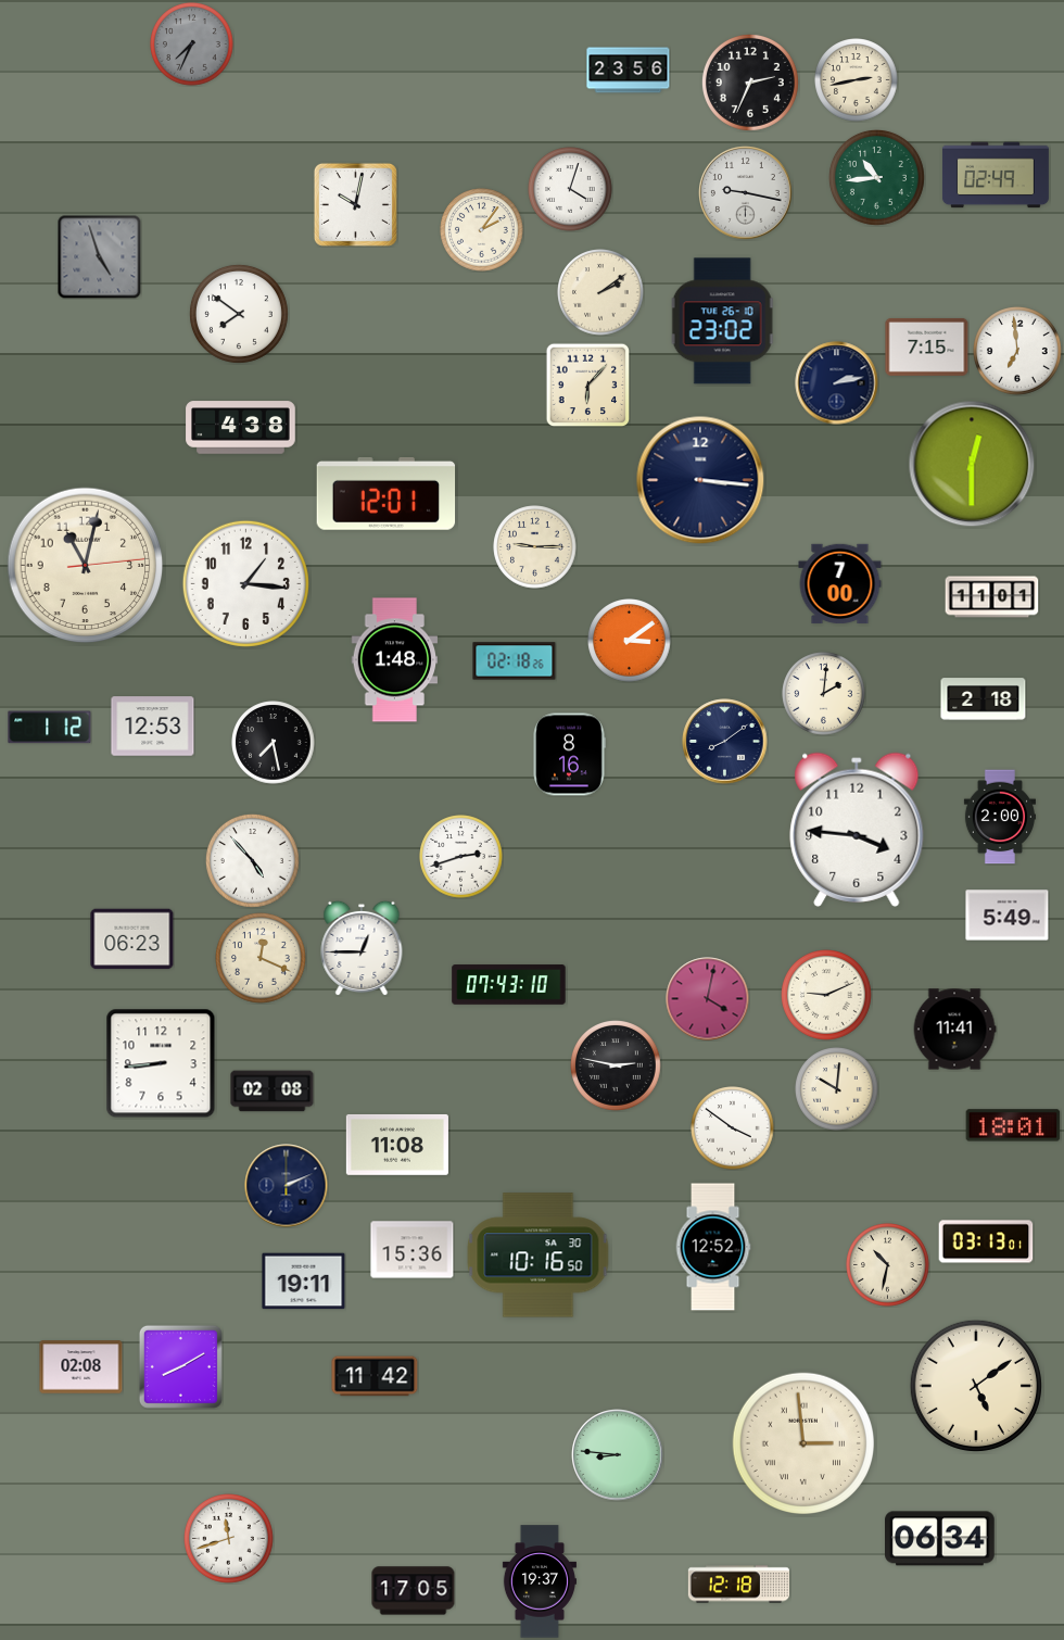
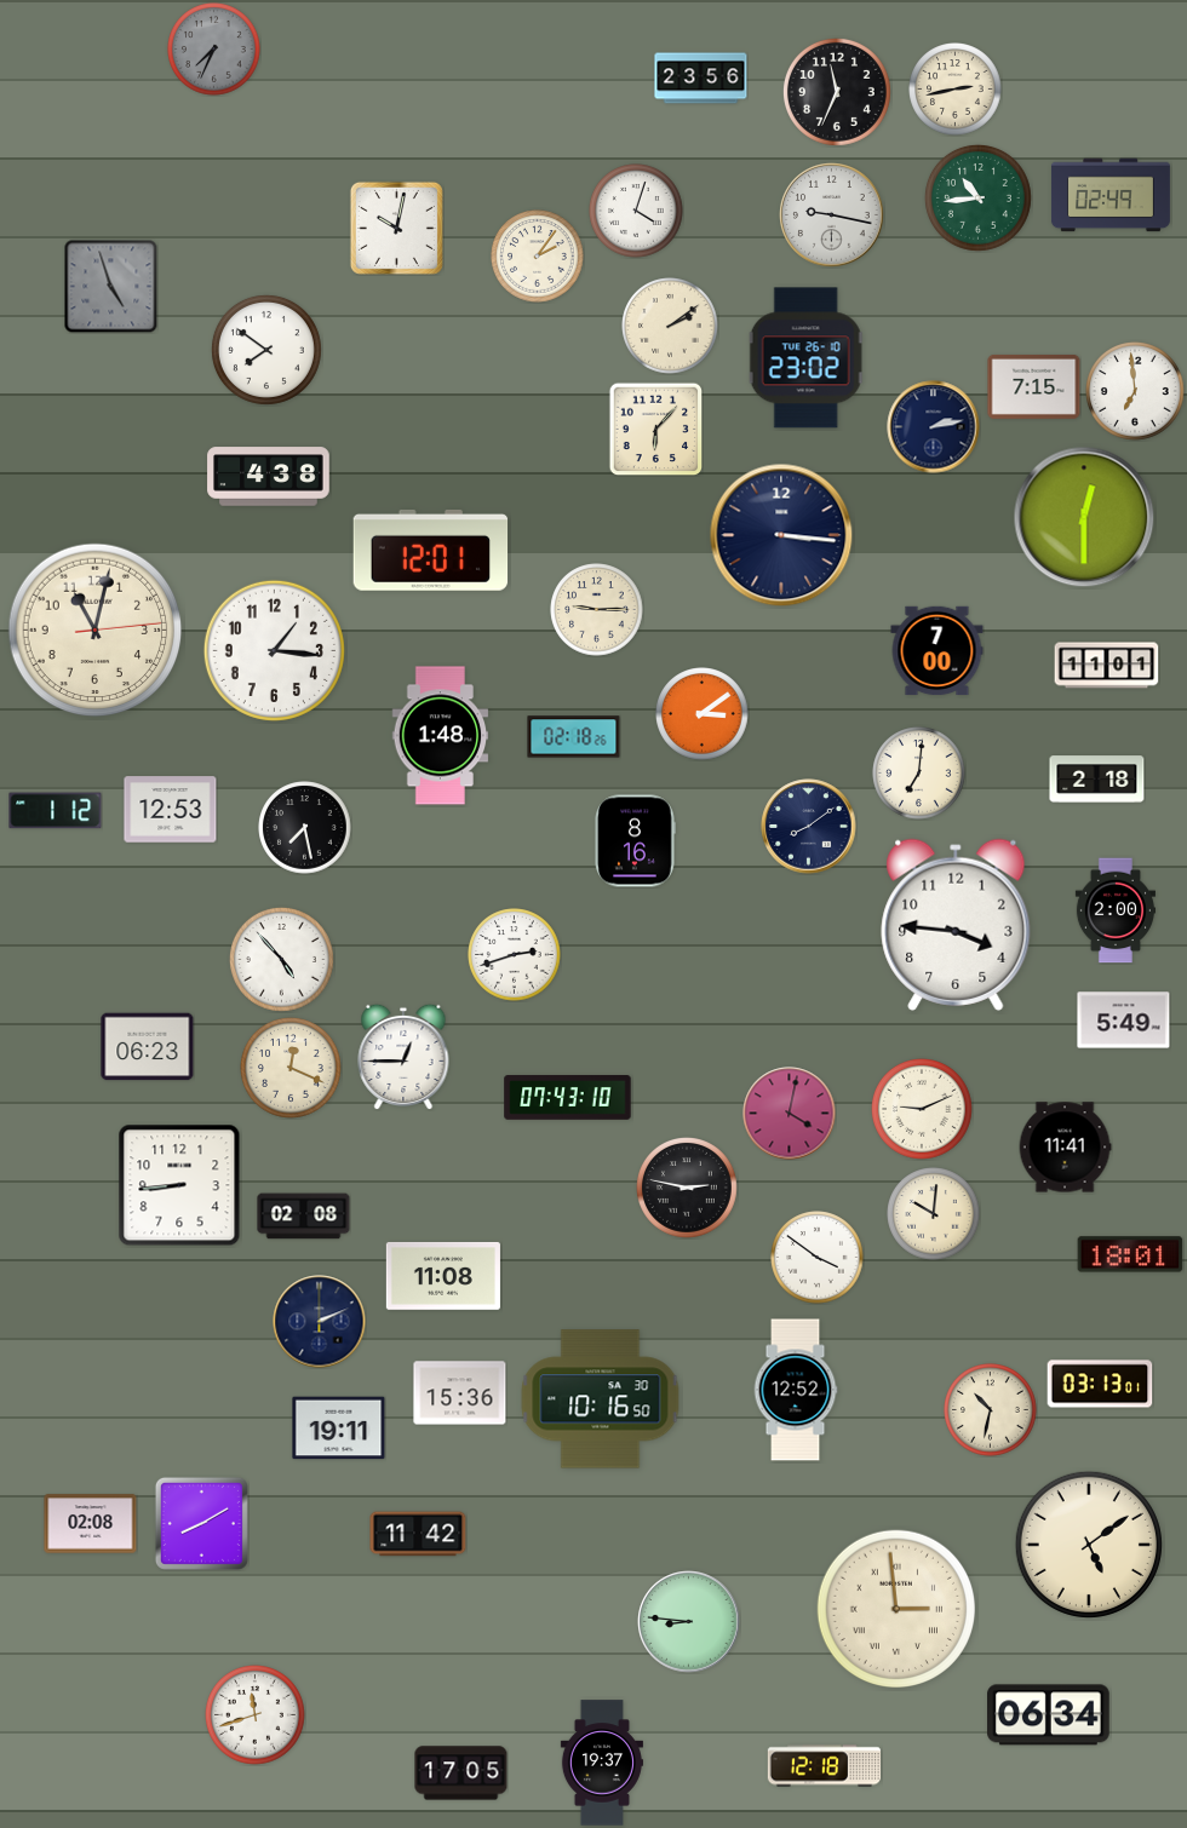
clock at (750, 83): 2:34 -> 11:34
clock at (824, 694): 2:01 -> 7:01
